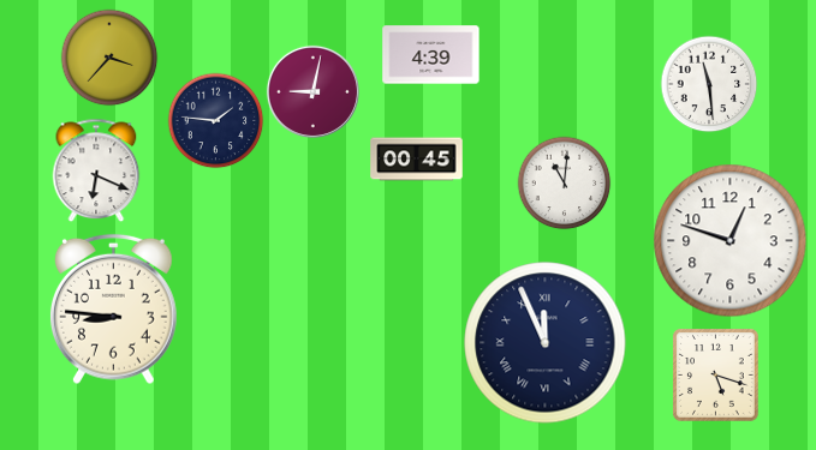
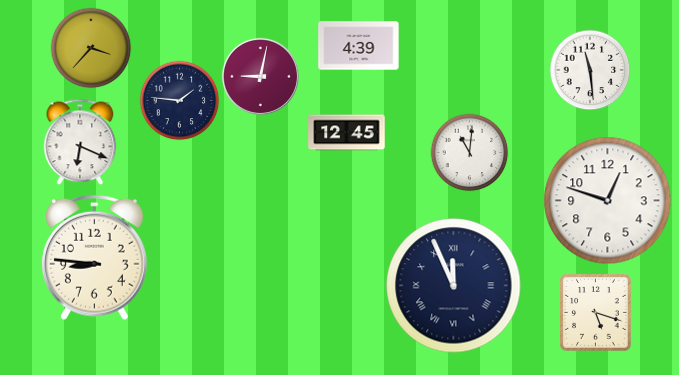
clock at (417, 160): 00:45 -> 12:45
